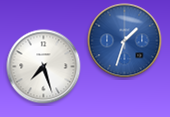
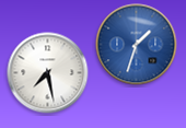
clock at (44, 67): 7:27 -> 7:28
